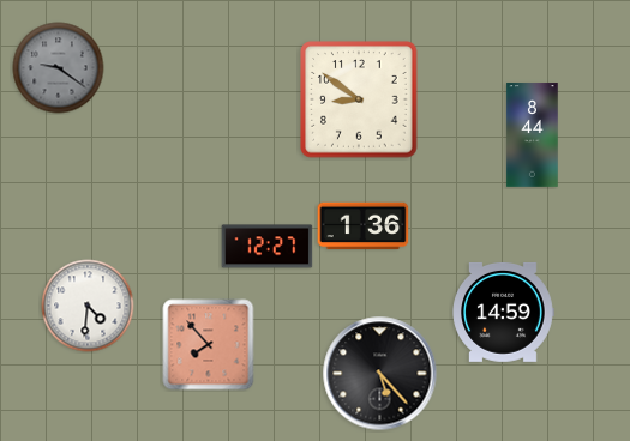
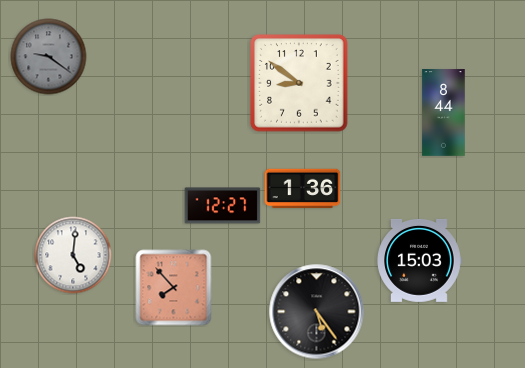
clock at (88, 306): 4:31 -> 5:01
clock at (503, 312): 14:59 -> 15:03
clock at (380, 374): 5:23 -> 5:24
